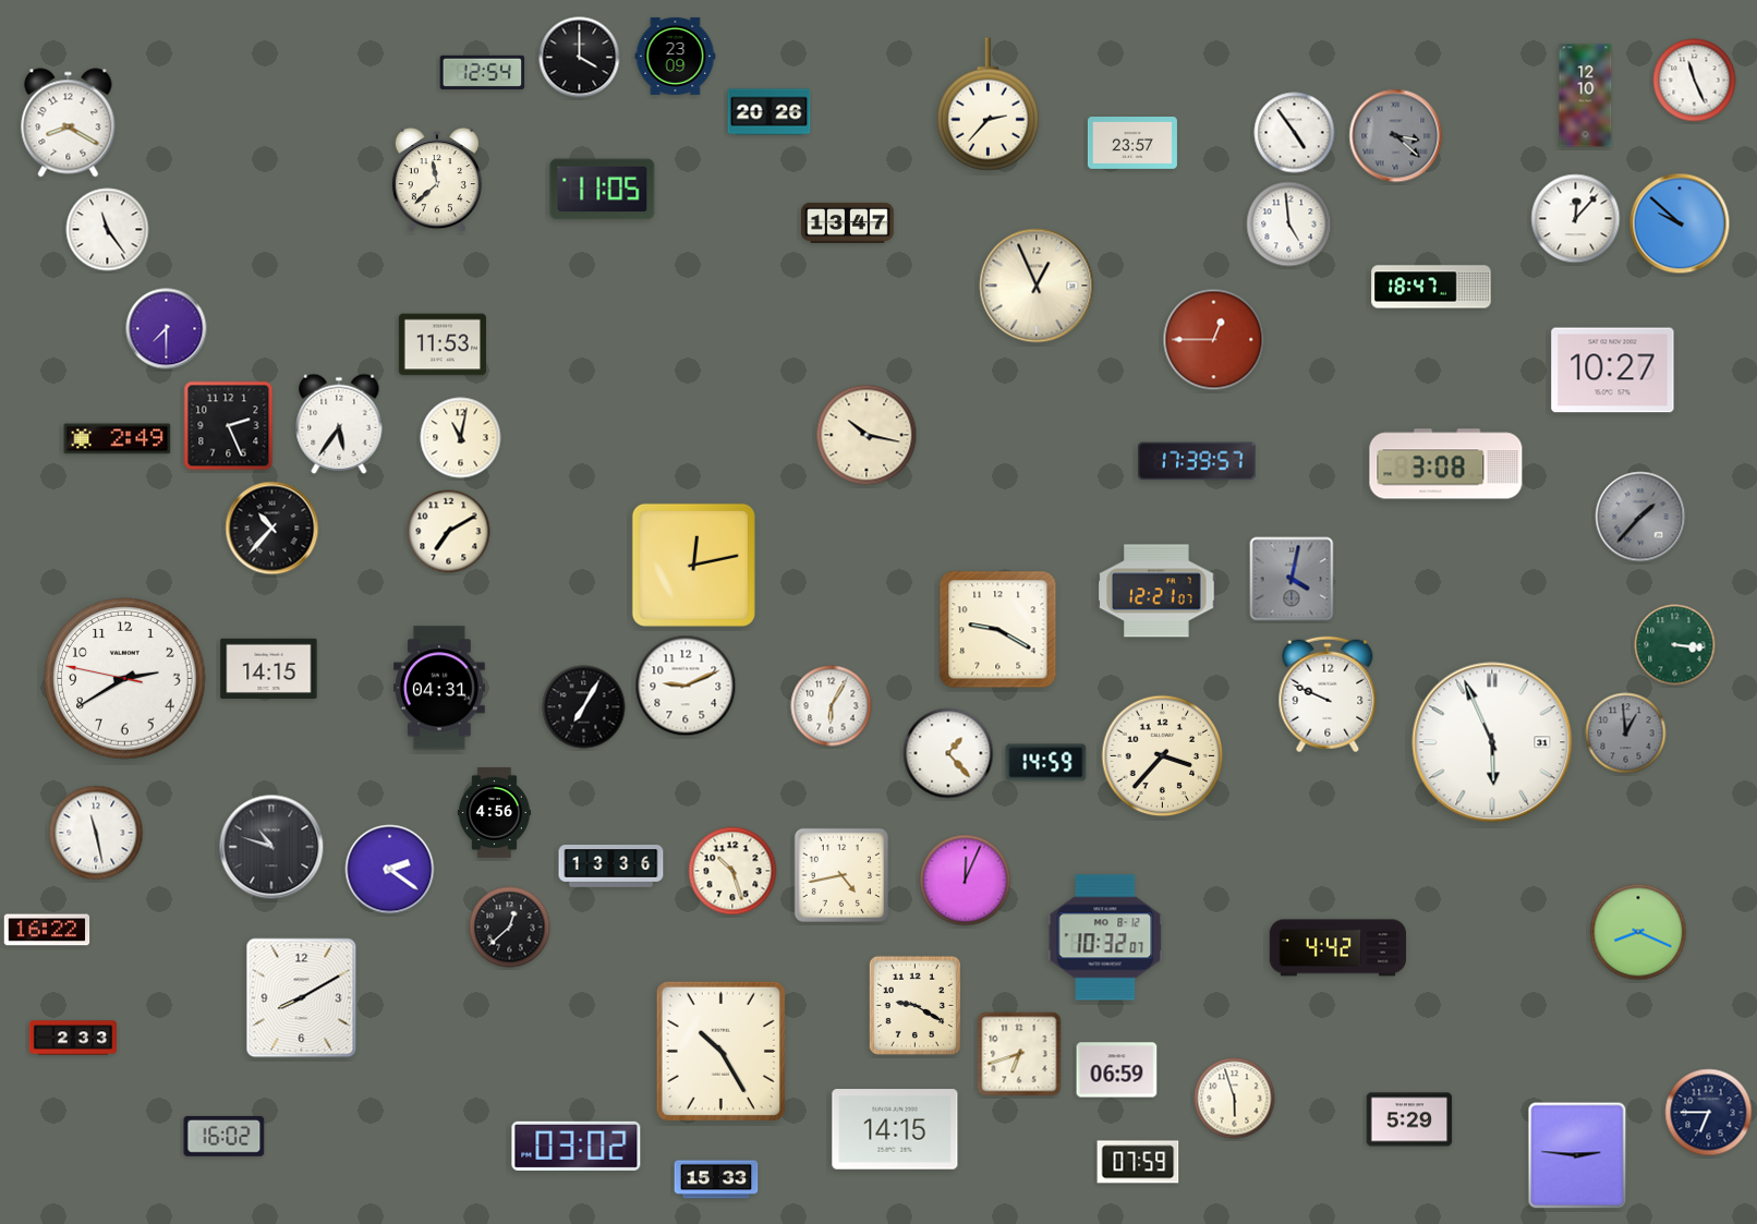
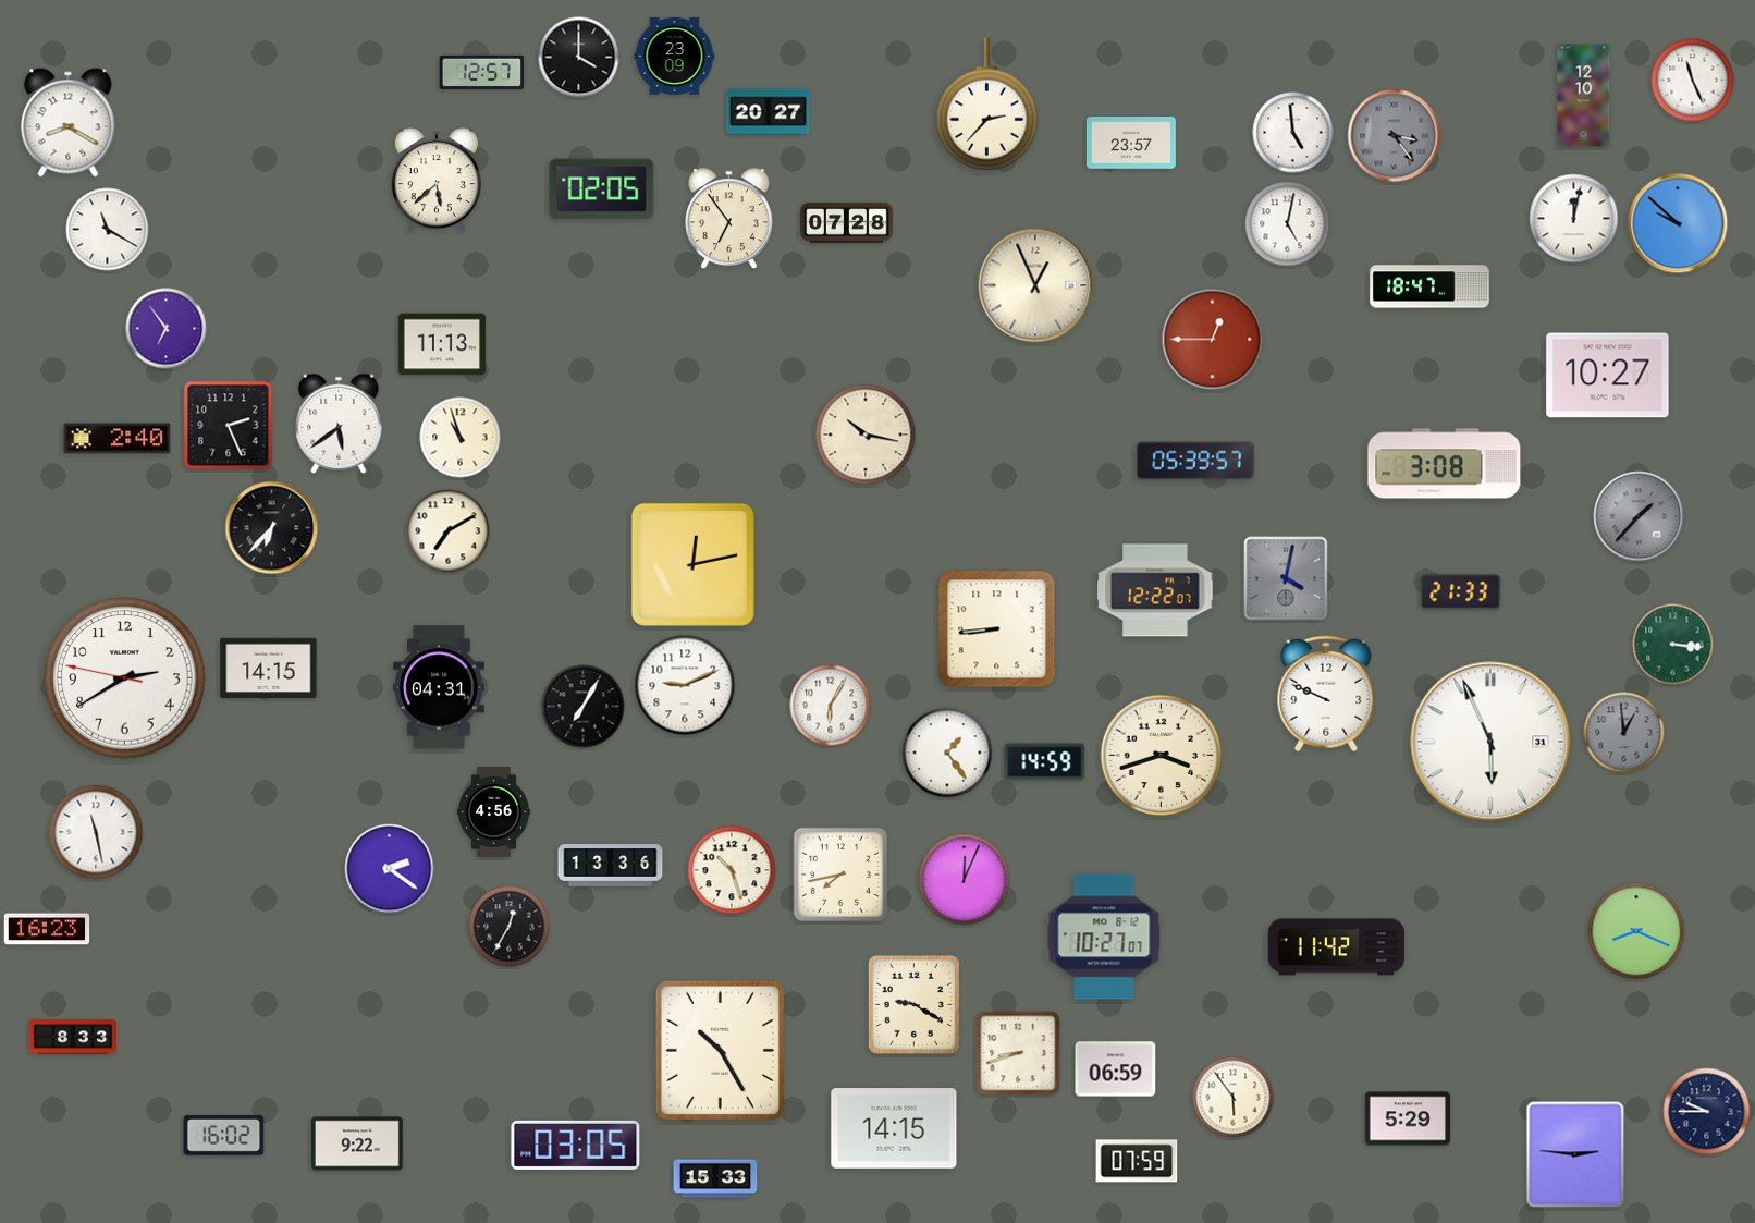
clock at (483, 72): 12:54 -> 12:57
clock at (770, 112): 20:26 -> 20:27
clock at (1295, 133): 4:54 -> 4:59
clock at (1396, 136): 3:22 -> 3:24
clock at (437, 181): 11:38 -> 5:38
clock at (603, 190): 11:05 -> 02:05
clock at (729, 219): none -> 6:54
clock at (1576, 219): 12:07 -> 12:02
clock at (848, 222): 13:47 -> 07:28
clock at (1289, 225): 4:59 -> 5:02
clock at (108, 230): 11:24 -> 11:20
clock at (167, 329): 7:30 -> 6:54
clock at (443, 344): 11:53 -> 11:13
clock at (1613, 371) position: (1613, 371) -> (1608, 376)
clock at (339, 424): 5:36 -> 5:39
clock at (461, 438): 11:02 -> 10:57
clock at (118, 439): 2:49 -> 2:40
clock at (1198, 461): 17:39 -> 05:39
clock at (272, 529): 10:37 -> 6:37
clock at (1292, 579) position: (1292, 579) -> (1286, 578)
clock at (1156, 591): 12:21 -> 12:22
clock at (1461, 592): none -> 21:33
clock at (998, 630): 9:20 -> 8:44
clock at (948, 753): 1:23 -> 1:24
clock at (1163, 756): 3:37 -> 3:42
clock at (271, 847): 10:48 -> none
clock at (841, 875): 4:43 -> 7:43
clock at (510, 928): 12:38 -> 12:35
clock at (47, 930): 16:22 -> 16:23
clock at (1105, 937): 10:32 -> 10:27
clock at (1338, 948): 4:42 -> 11:42
clock at (302, 998): 8:10 -> none
clock at (72, 1038): 2:33 -> 8:33
clock at (1019, 1054): 6:42 -> 8:42
clock at (1235, 1099): 5:57 -> 5:54
clock at (1709, 1113): 6:45 -> 9:45
clock at (358, 1143): none -> 9:22
clock at (577, 1146): 03:02 -> 03:05
